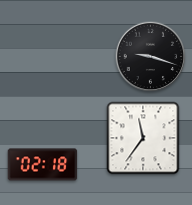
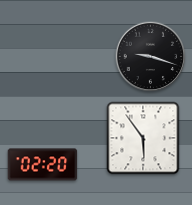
clock at (143, 138): 11:36 -> 5:54
clock at (43, 165): 02:18 -> 02:20
